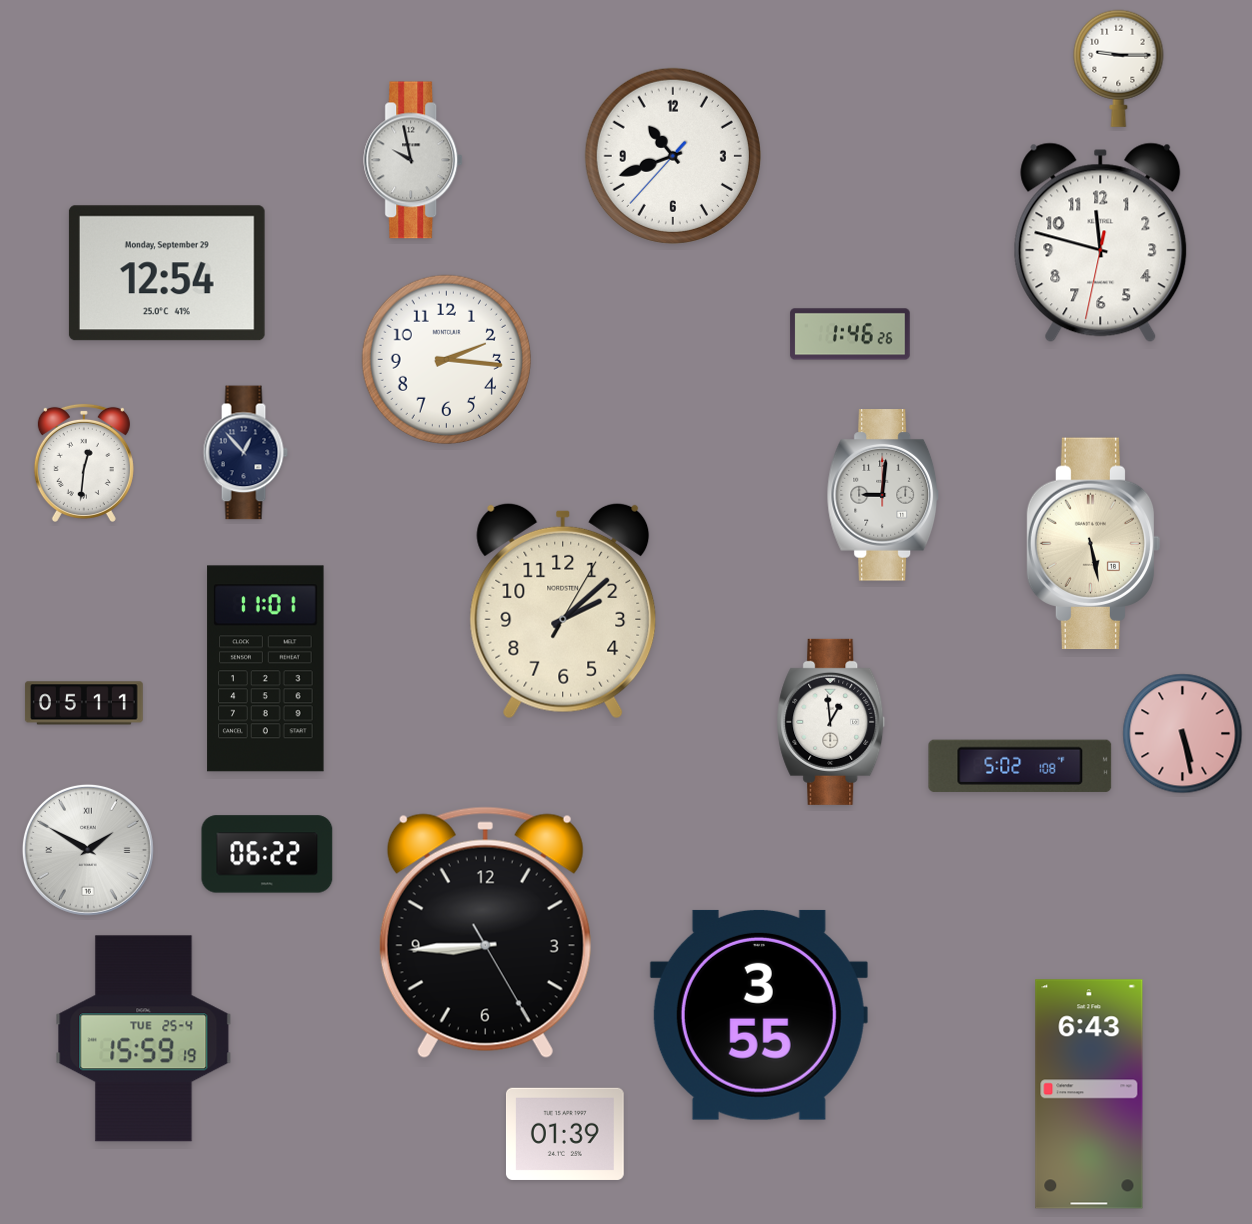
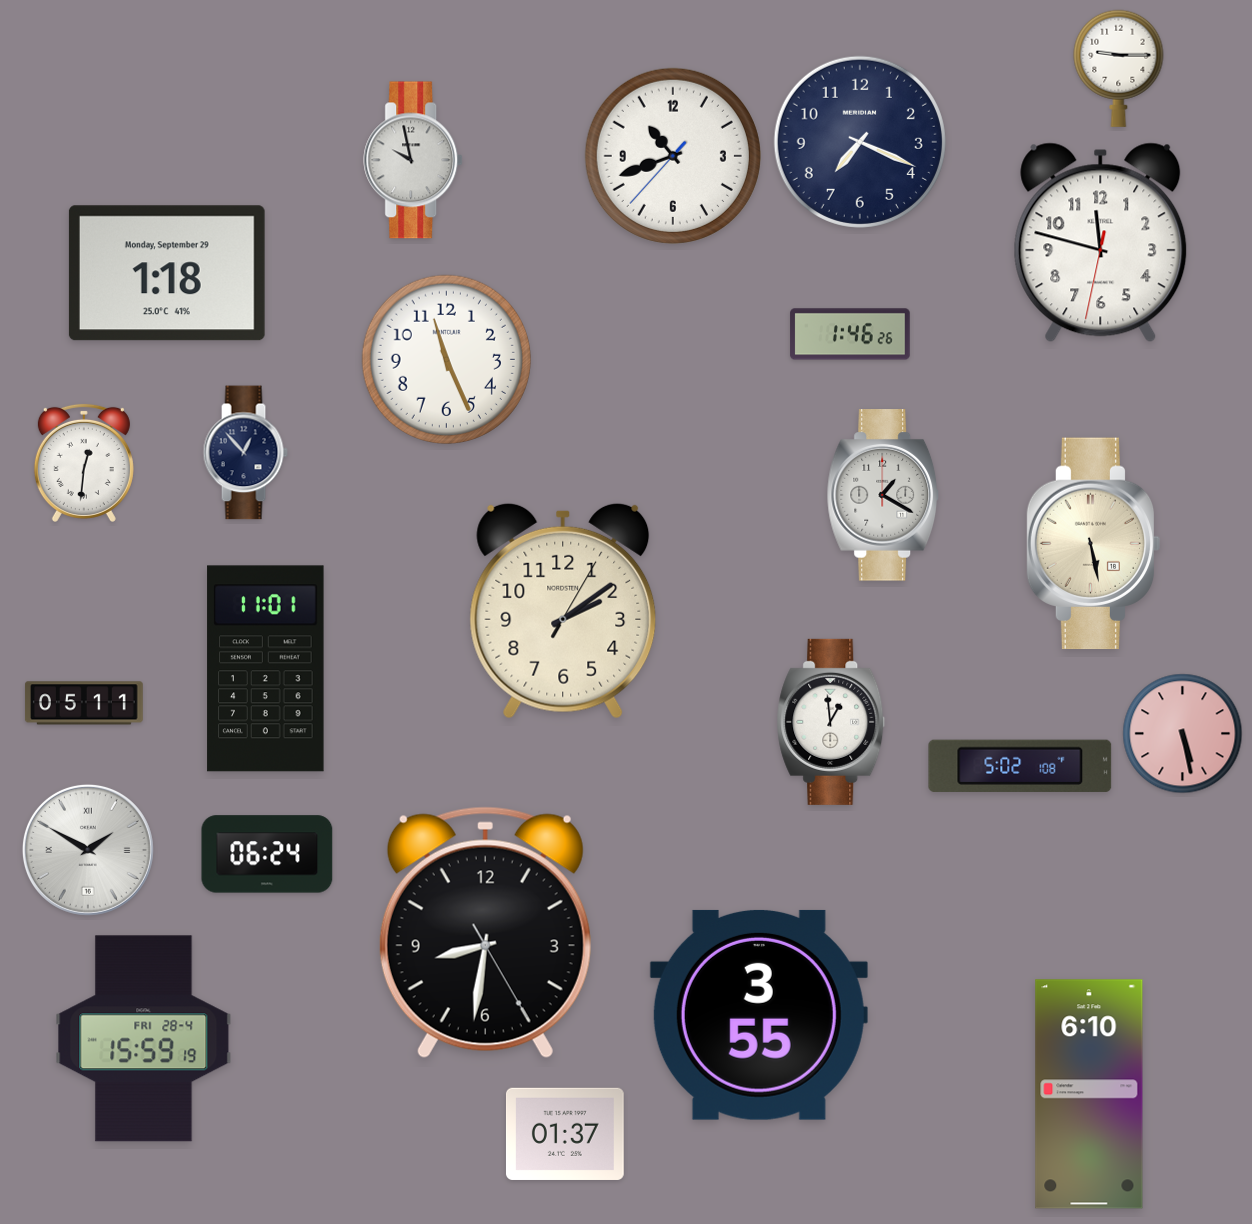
clock at (860, 142): none -> 7:19
clock at (167, 273): 12:54 -> 1:18
clock at (446, 359): 2:16 -> 11:26
clock at (883, 495): 9:01 -> 1:20
clock at (563, 611): 2:08 -> 2:09
clock at (267, 854): 06:22 -> 06:24
clock at (485, 932): 8:44 -> 8:31
clock at (144, 1039) date: TUE 25-4 -> FRI 28-4
clock at (1089, 1094): 6:43 -> 6:10
clock at (565, 1134): 01:39 -> 01:37
